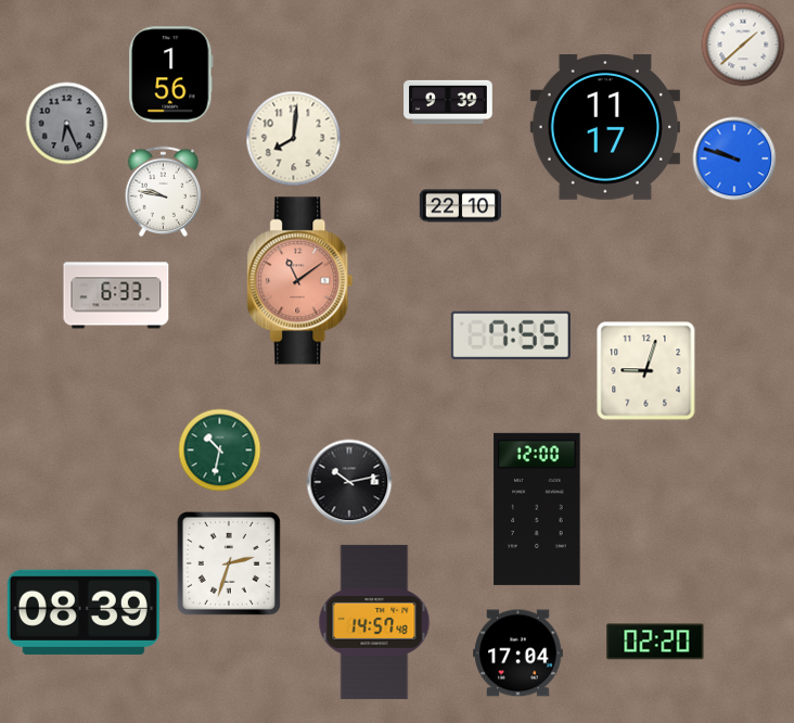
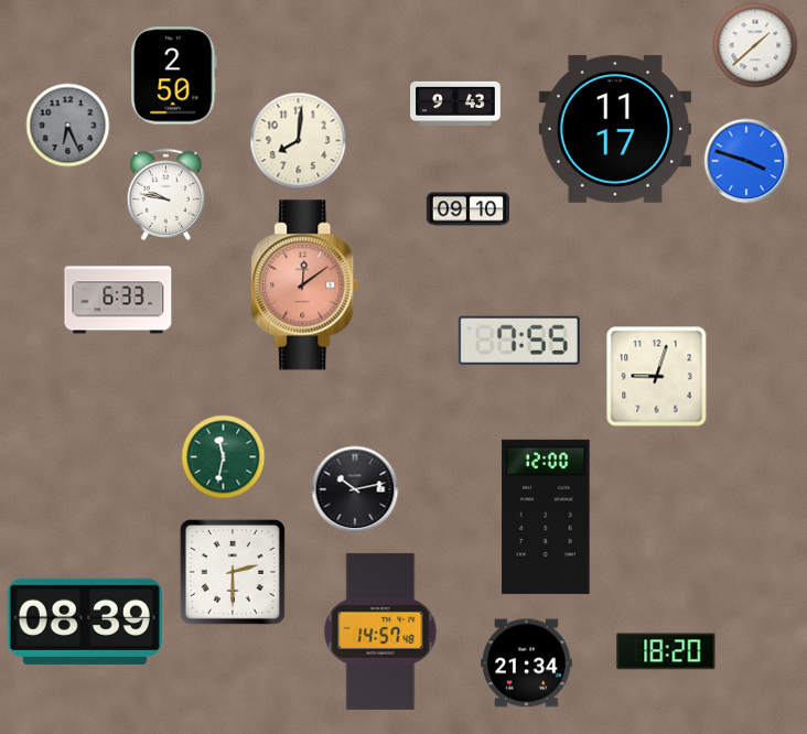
clock at (171, 75): 1:56 -> 2:50
clock at (448, 102): 9:39 -> 9:43
clock at (734, 158): 9:48 -> 3:48
clock at (461, 206): 22:10 -> 09:10
clock at (300, 281): 11:09 -> 12:09
clock at (220, 451): 10:32 -> 11:32
clock at (229, 563): 2:33 -> 2:30
clock at (655, 642): 02:20 -> 18:20
clock at (518, 654): 17:04 -> 21:34
